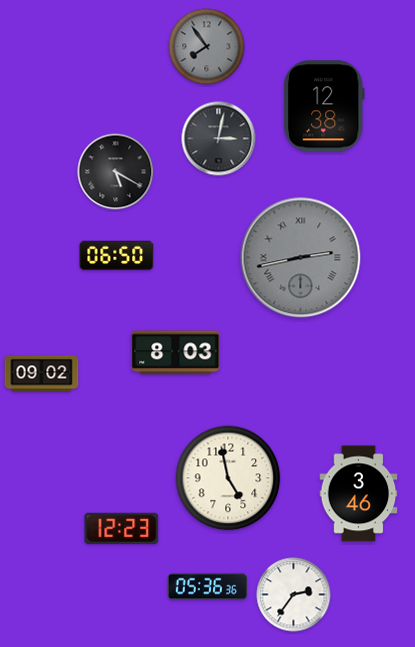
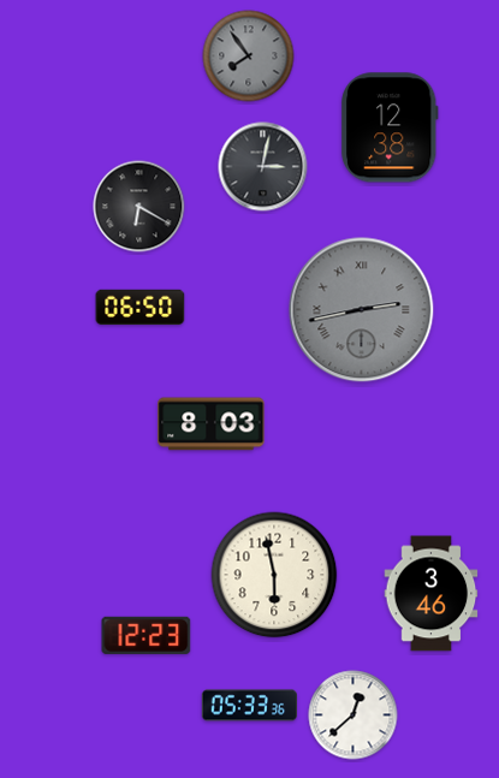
clock at (116, 172): 5:20 -> 6:20
clock at (42, 374): 09:02 -> none
clock at (228, 478): 4:58 -> 5:58
clock at (207, 587): 05:36 -> 05:33
clock at (294, 595): 2:36 -> 12:38
